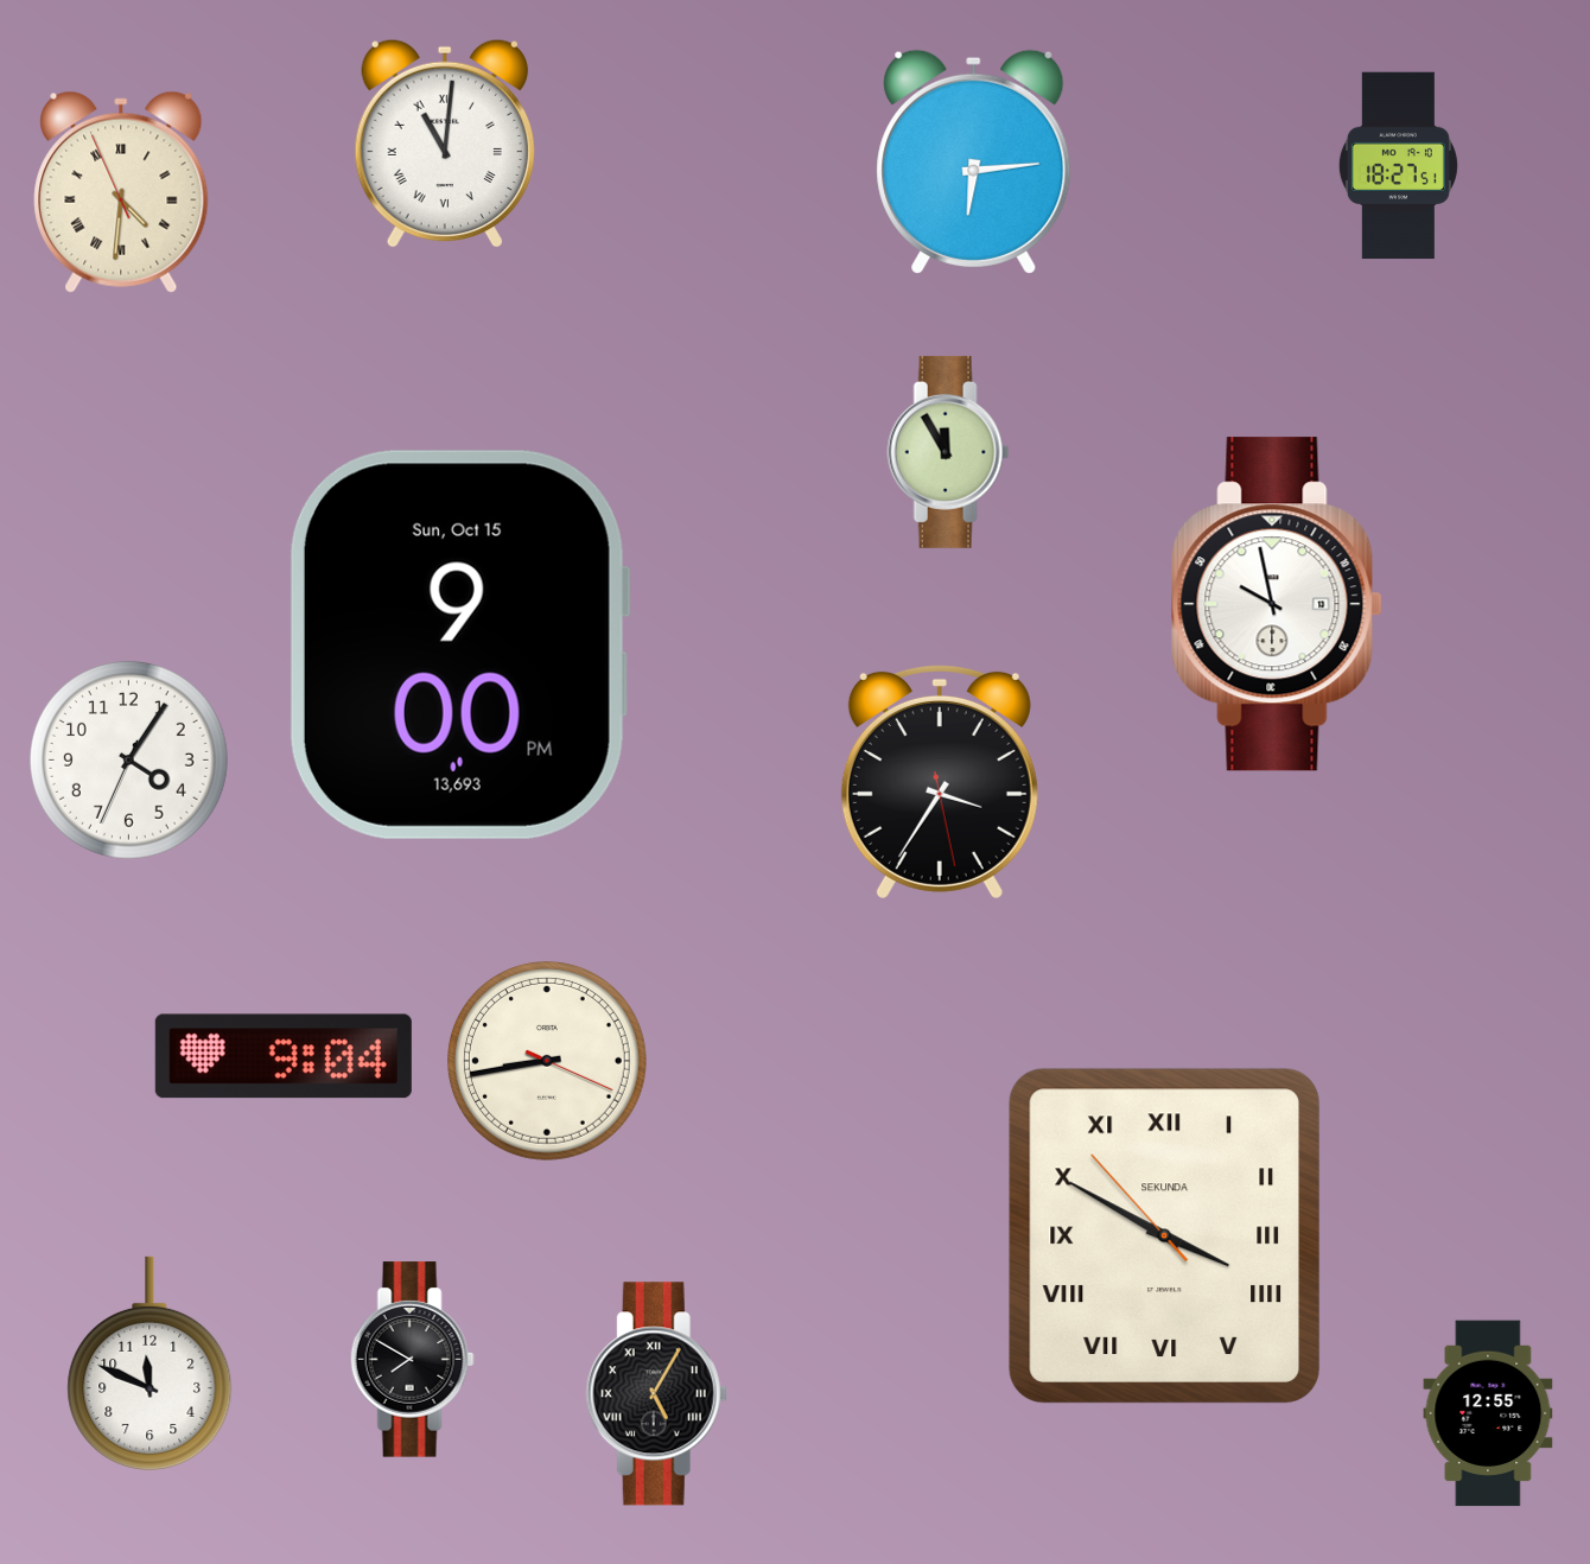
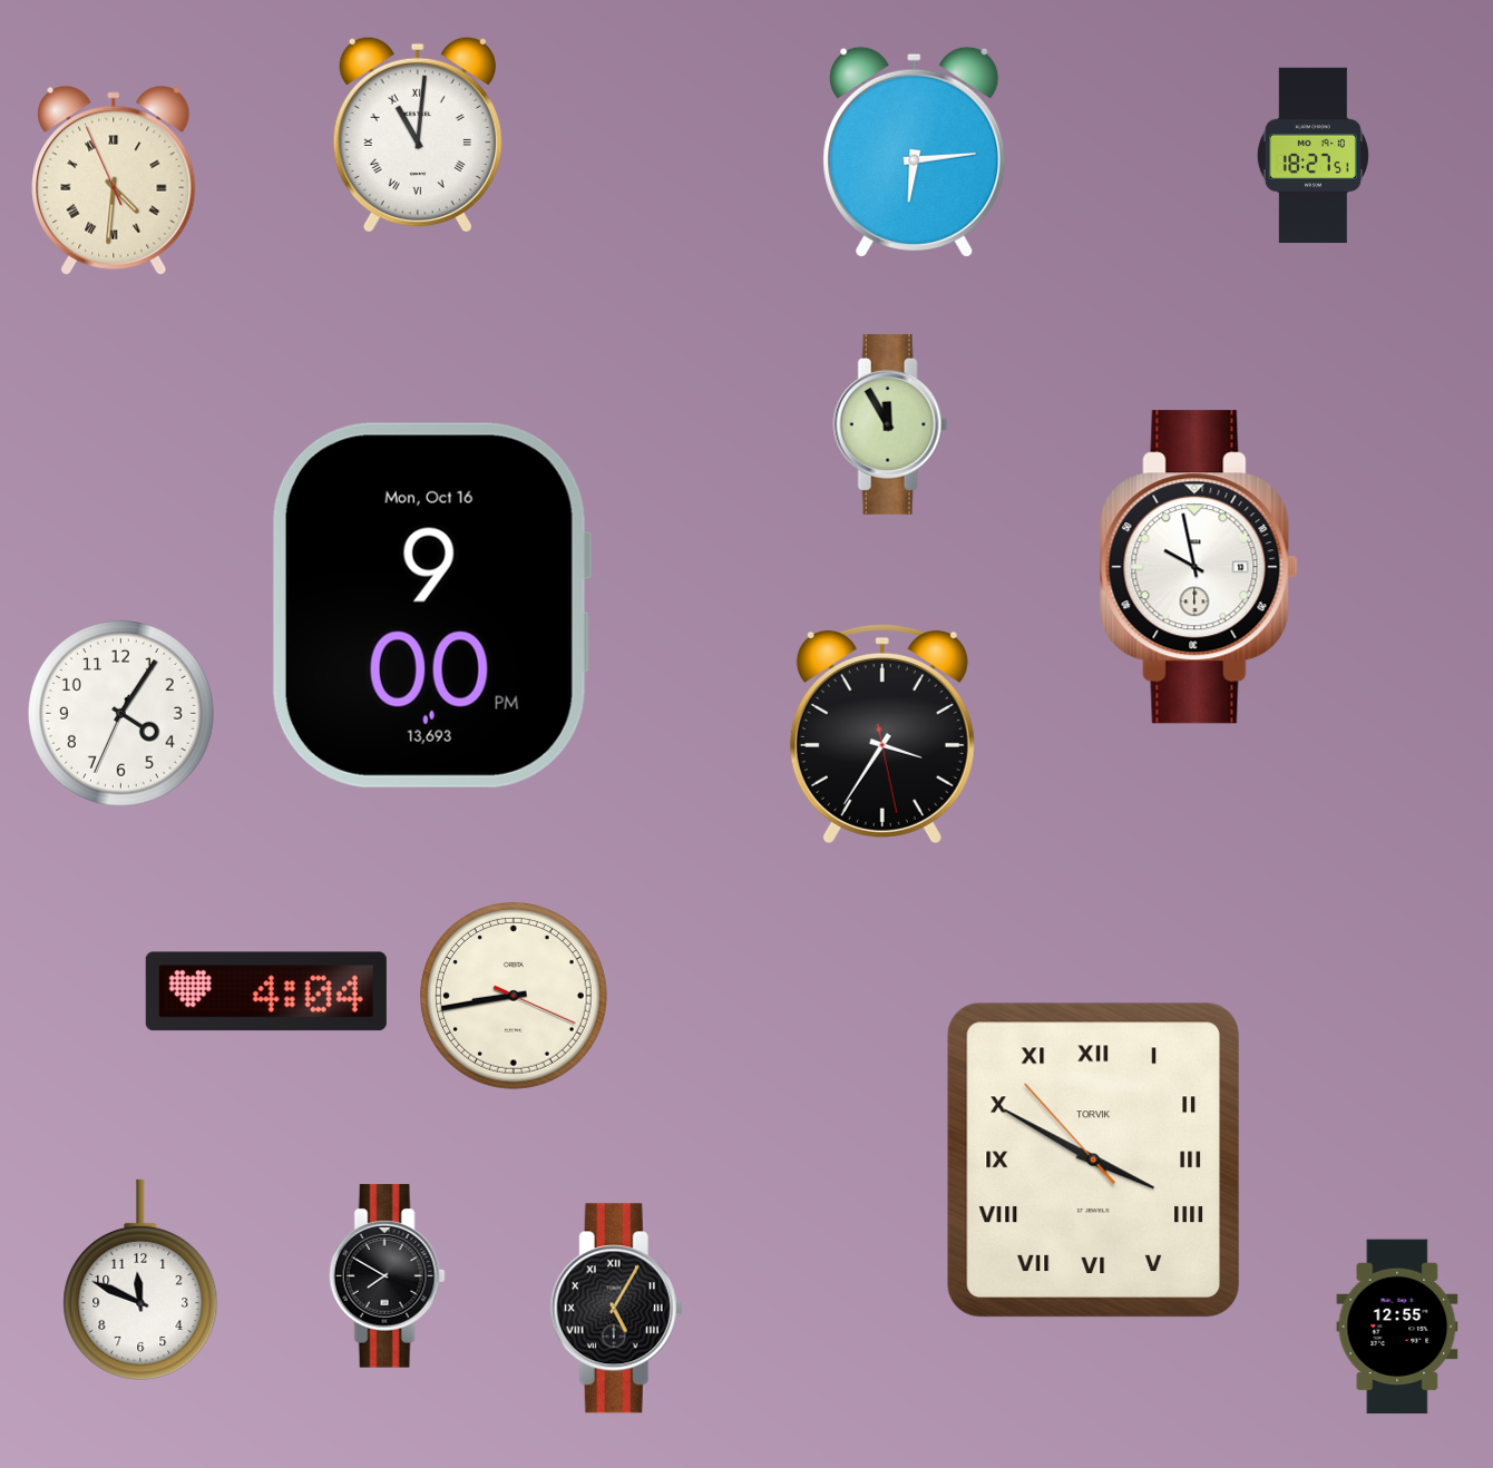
clock at (459, 644) date: Sun, Oct 15 -> Mon, Oct 16
clock at (284, 1056): 9:04 -> 4:04
clock at (1164, 1235) brand: SEKUNDA -> TORVIK
